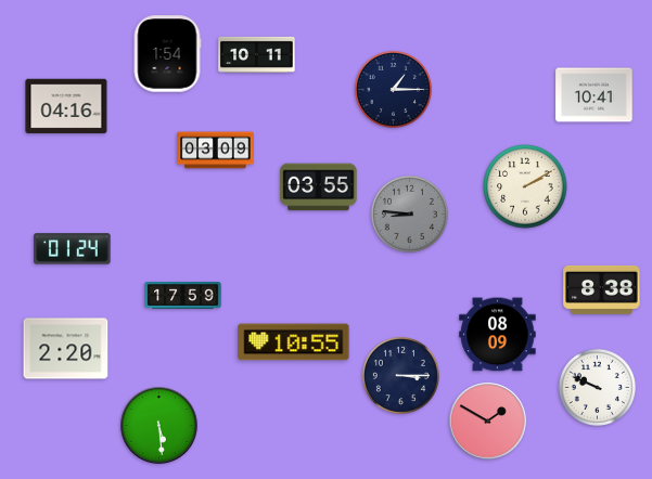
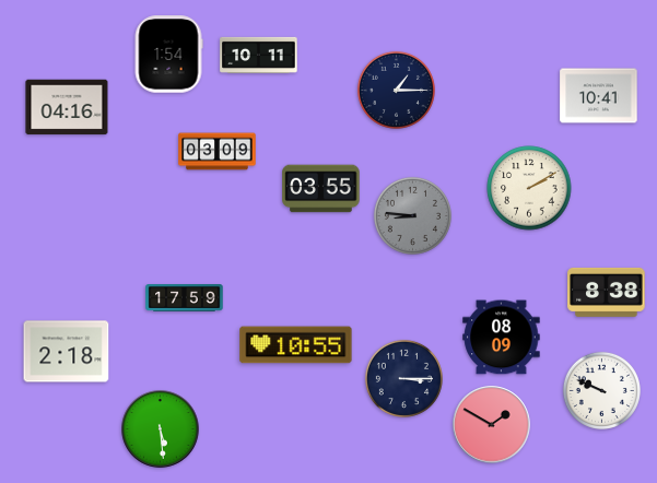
clock at (73, 249): 01:24 -> none
clock at (66, 349): 2:20 -> 2:18
